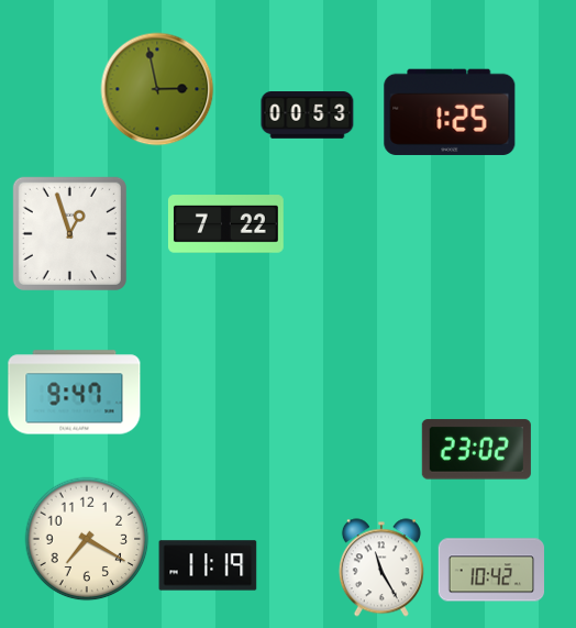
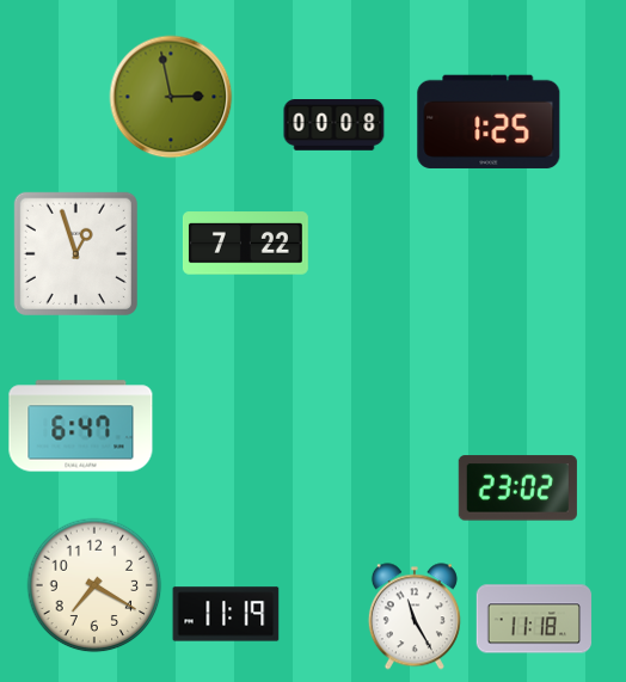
clock at (308, 115): 00:53 -> 00:08
clock at (75, 393): 9:47 -> 6:47
clock at (491, 570): 10:42 -> 11:18
